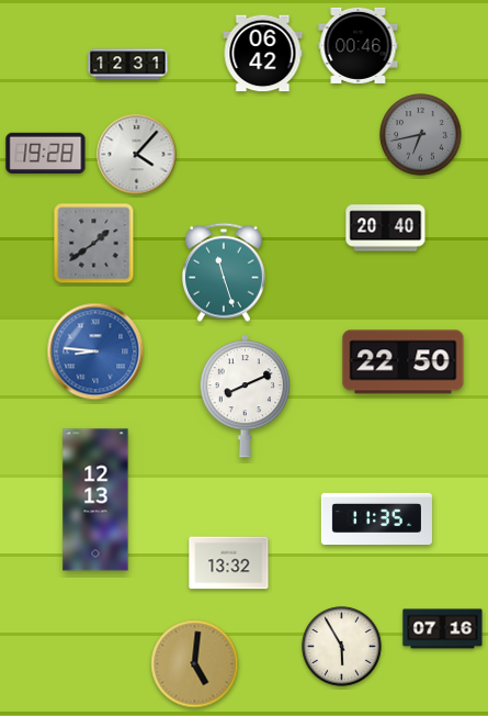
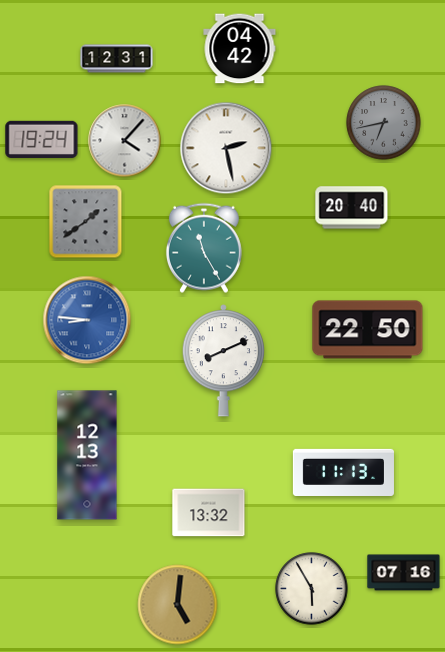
clock at (359, 45): 00:46 -> none
clock at (263, 54): 06:42 -> 04:42
clock at (46, 153): 19:28 -> 19:24
clock at (226, 148): none -> 2:28
clock at (224, 272): 11:27 -> 11:25
clock at (376, 518): 11:35 -> 11:13
